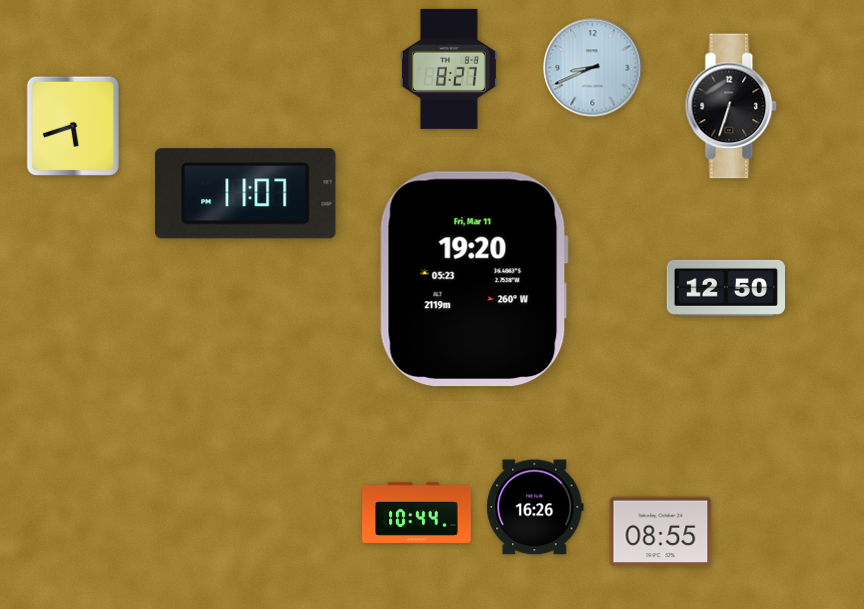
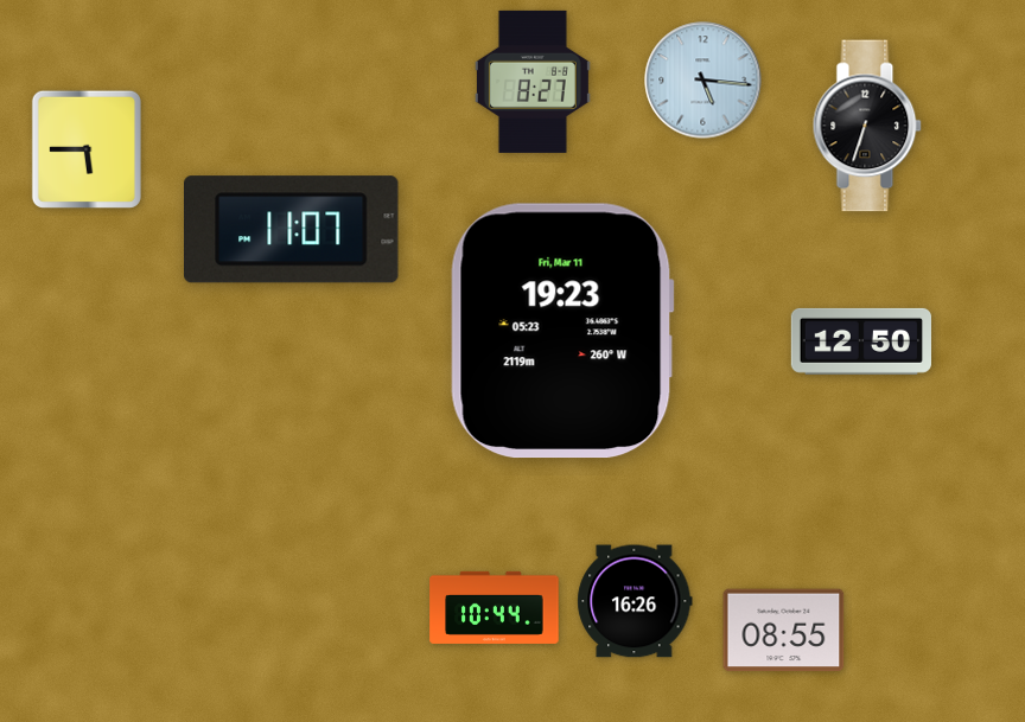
clock at (593, 68): 8:41 -> 5:16
clock at (73, 126): 5:42 -> 5:45
clock at (474, 279): 19:20 -> 19:23
